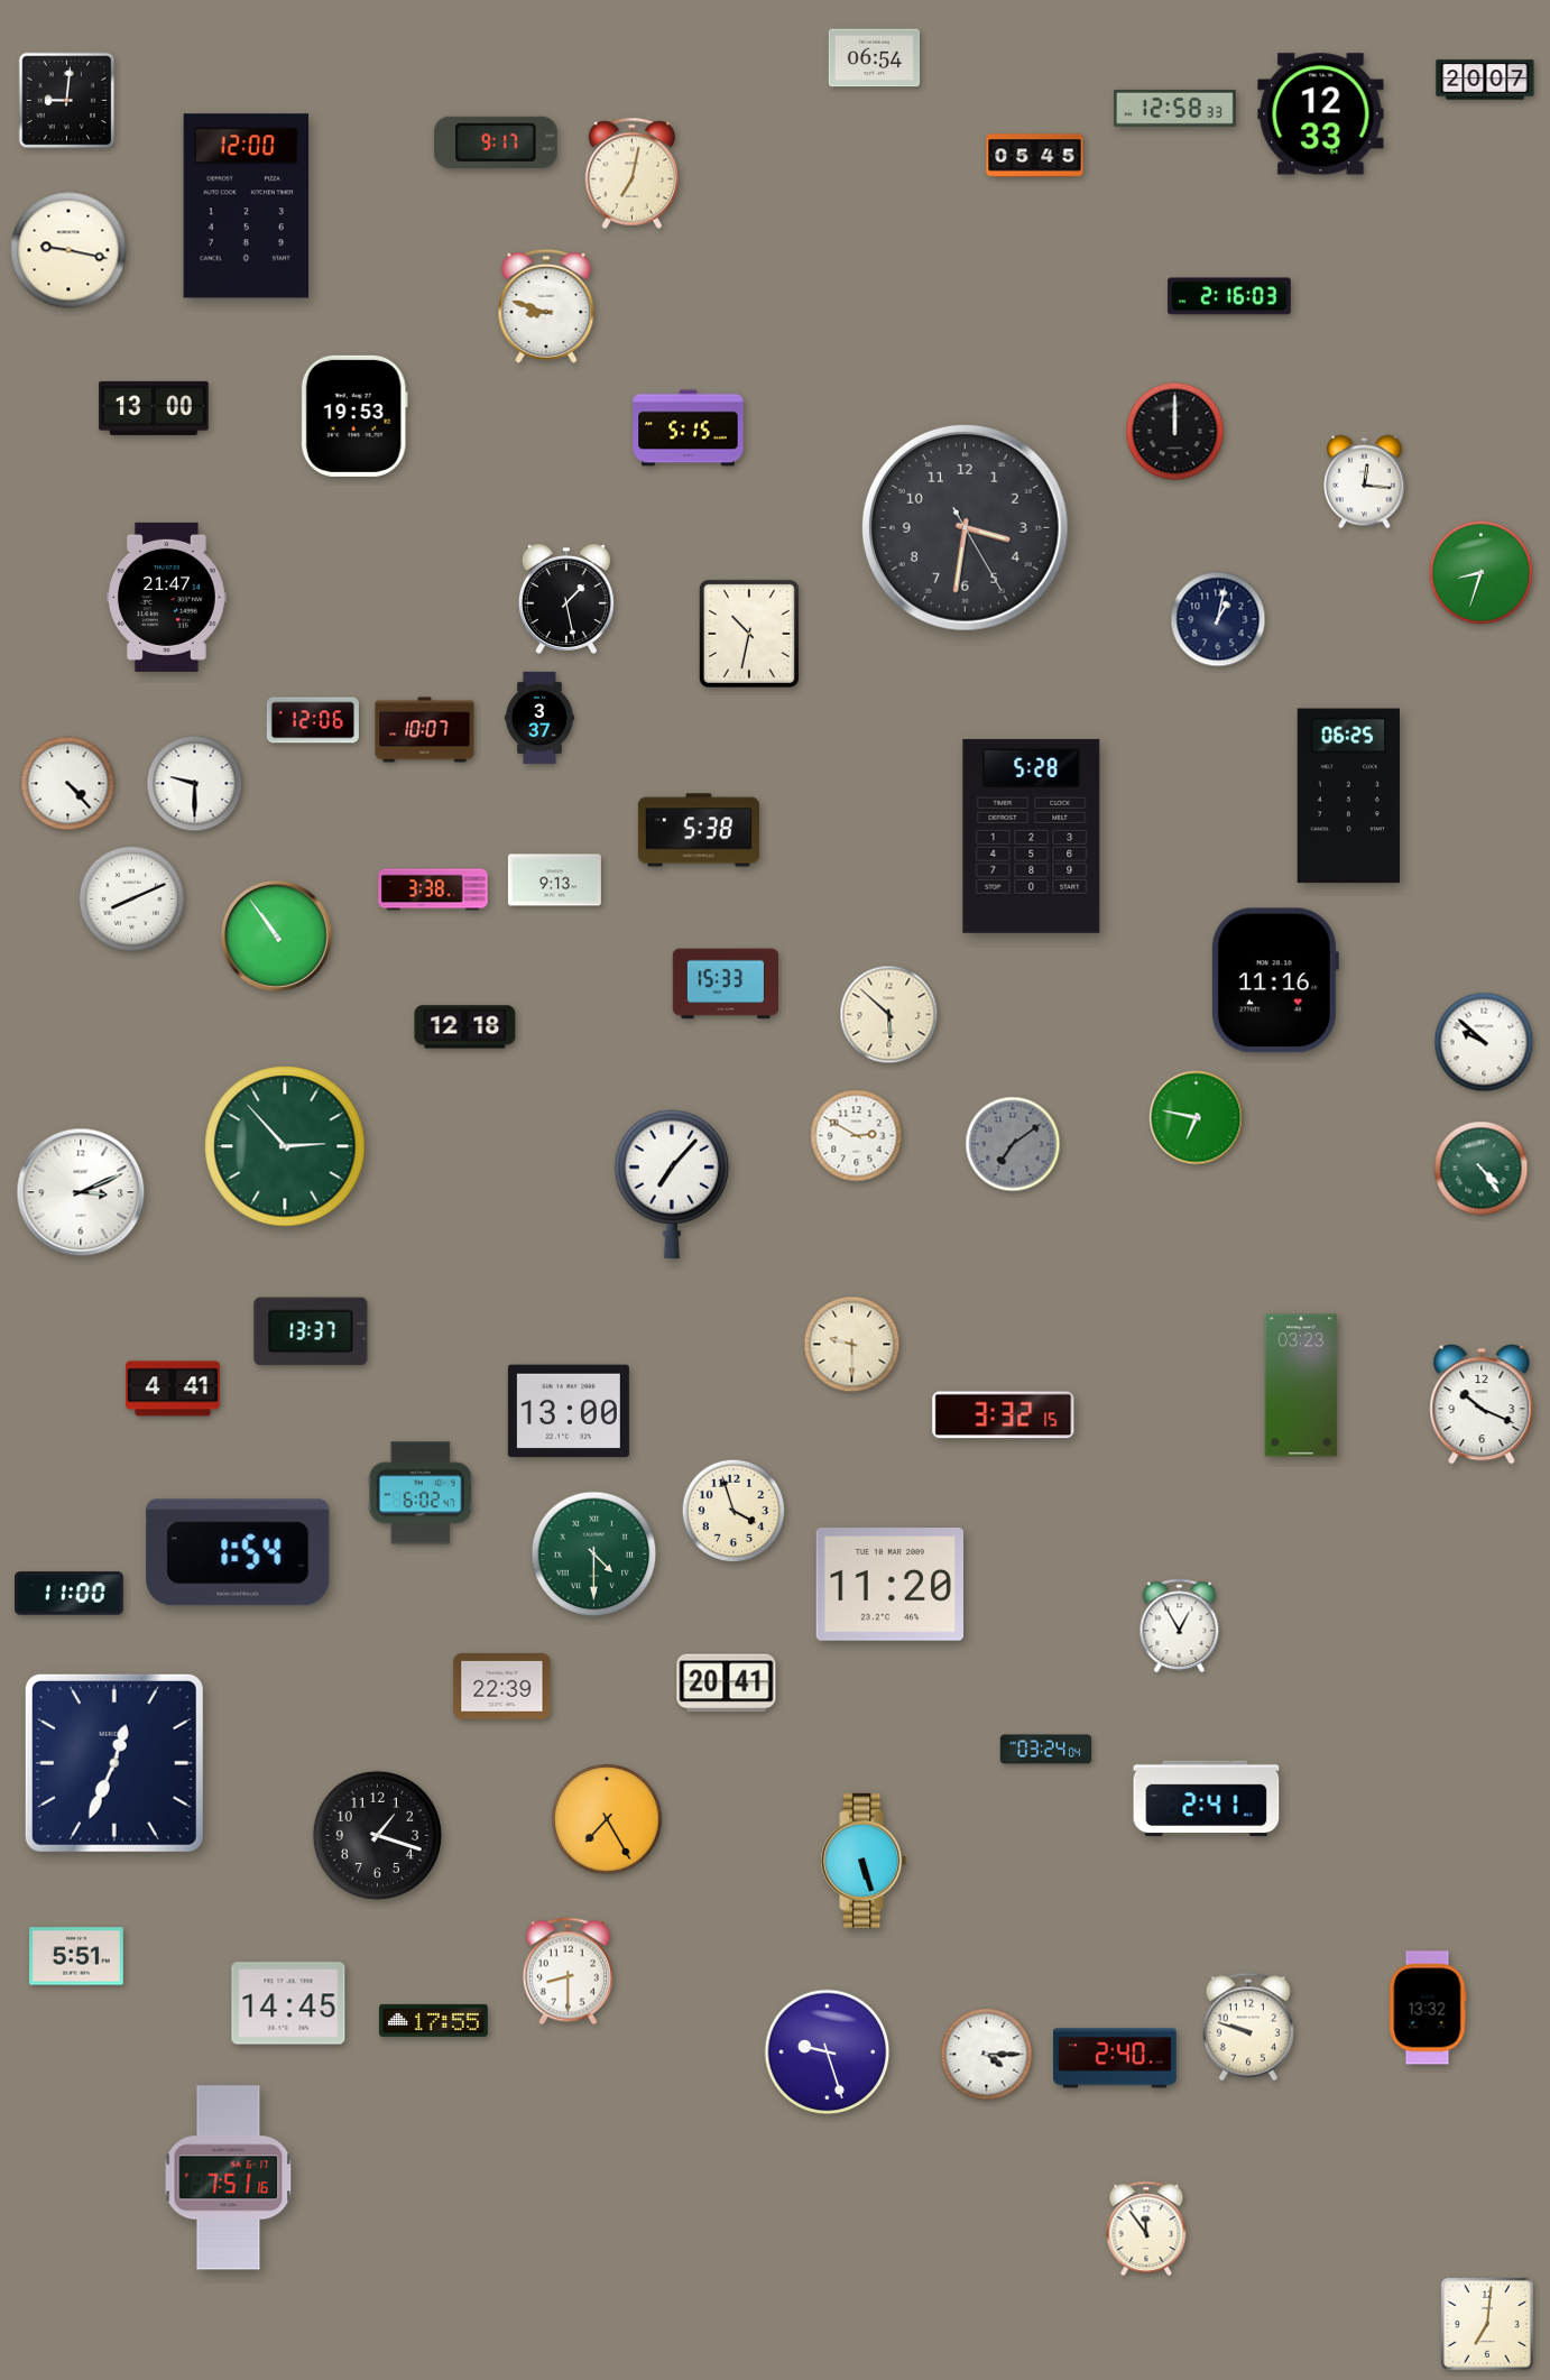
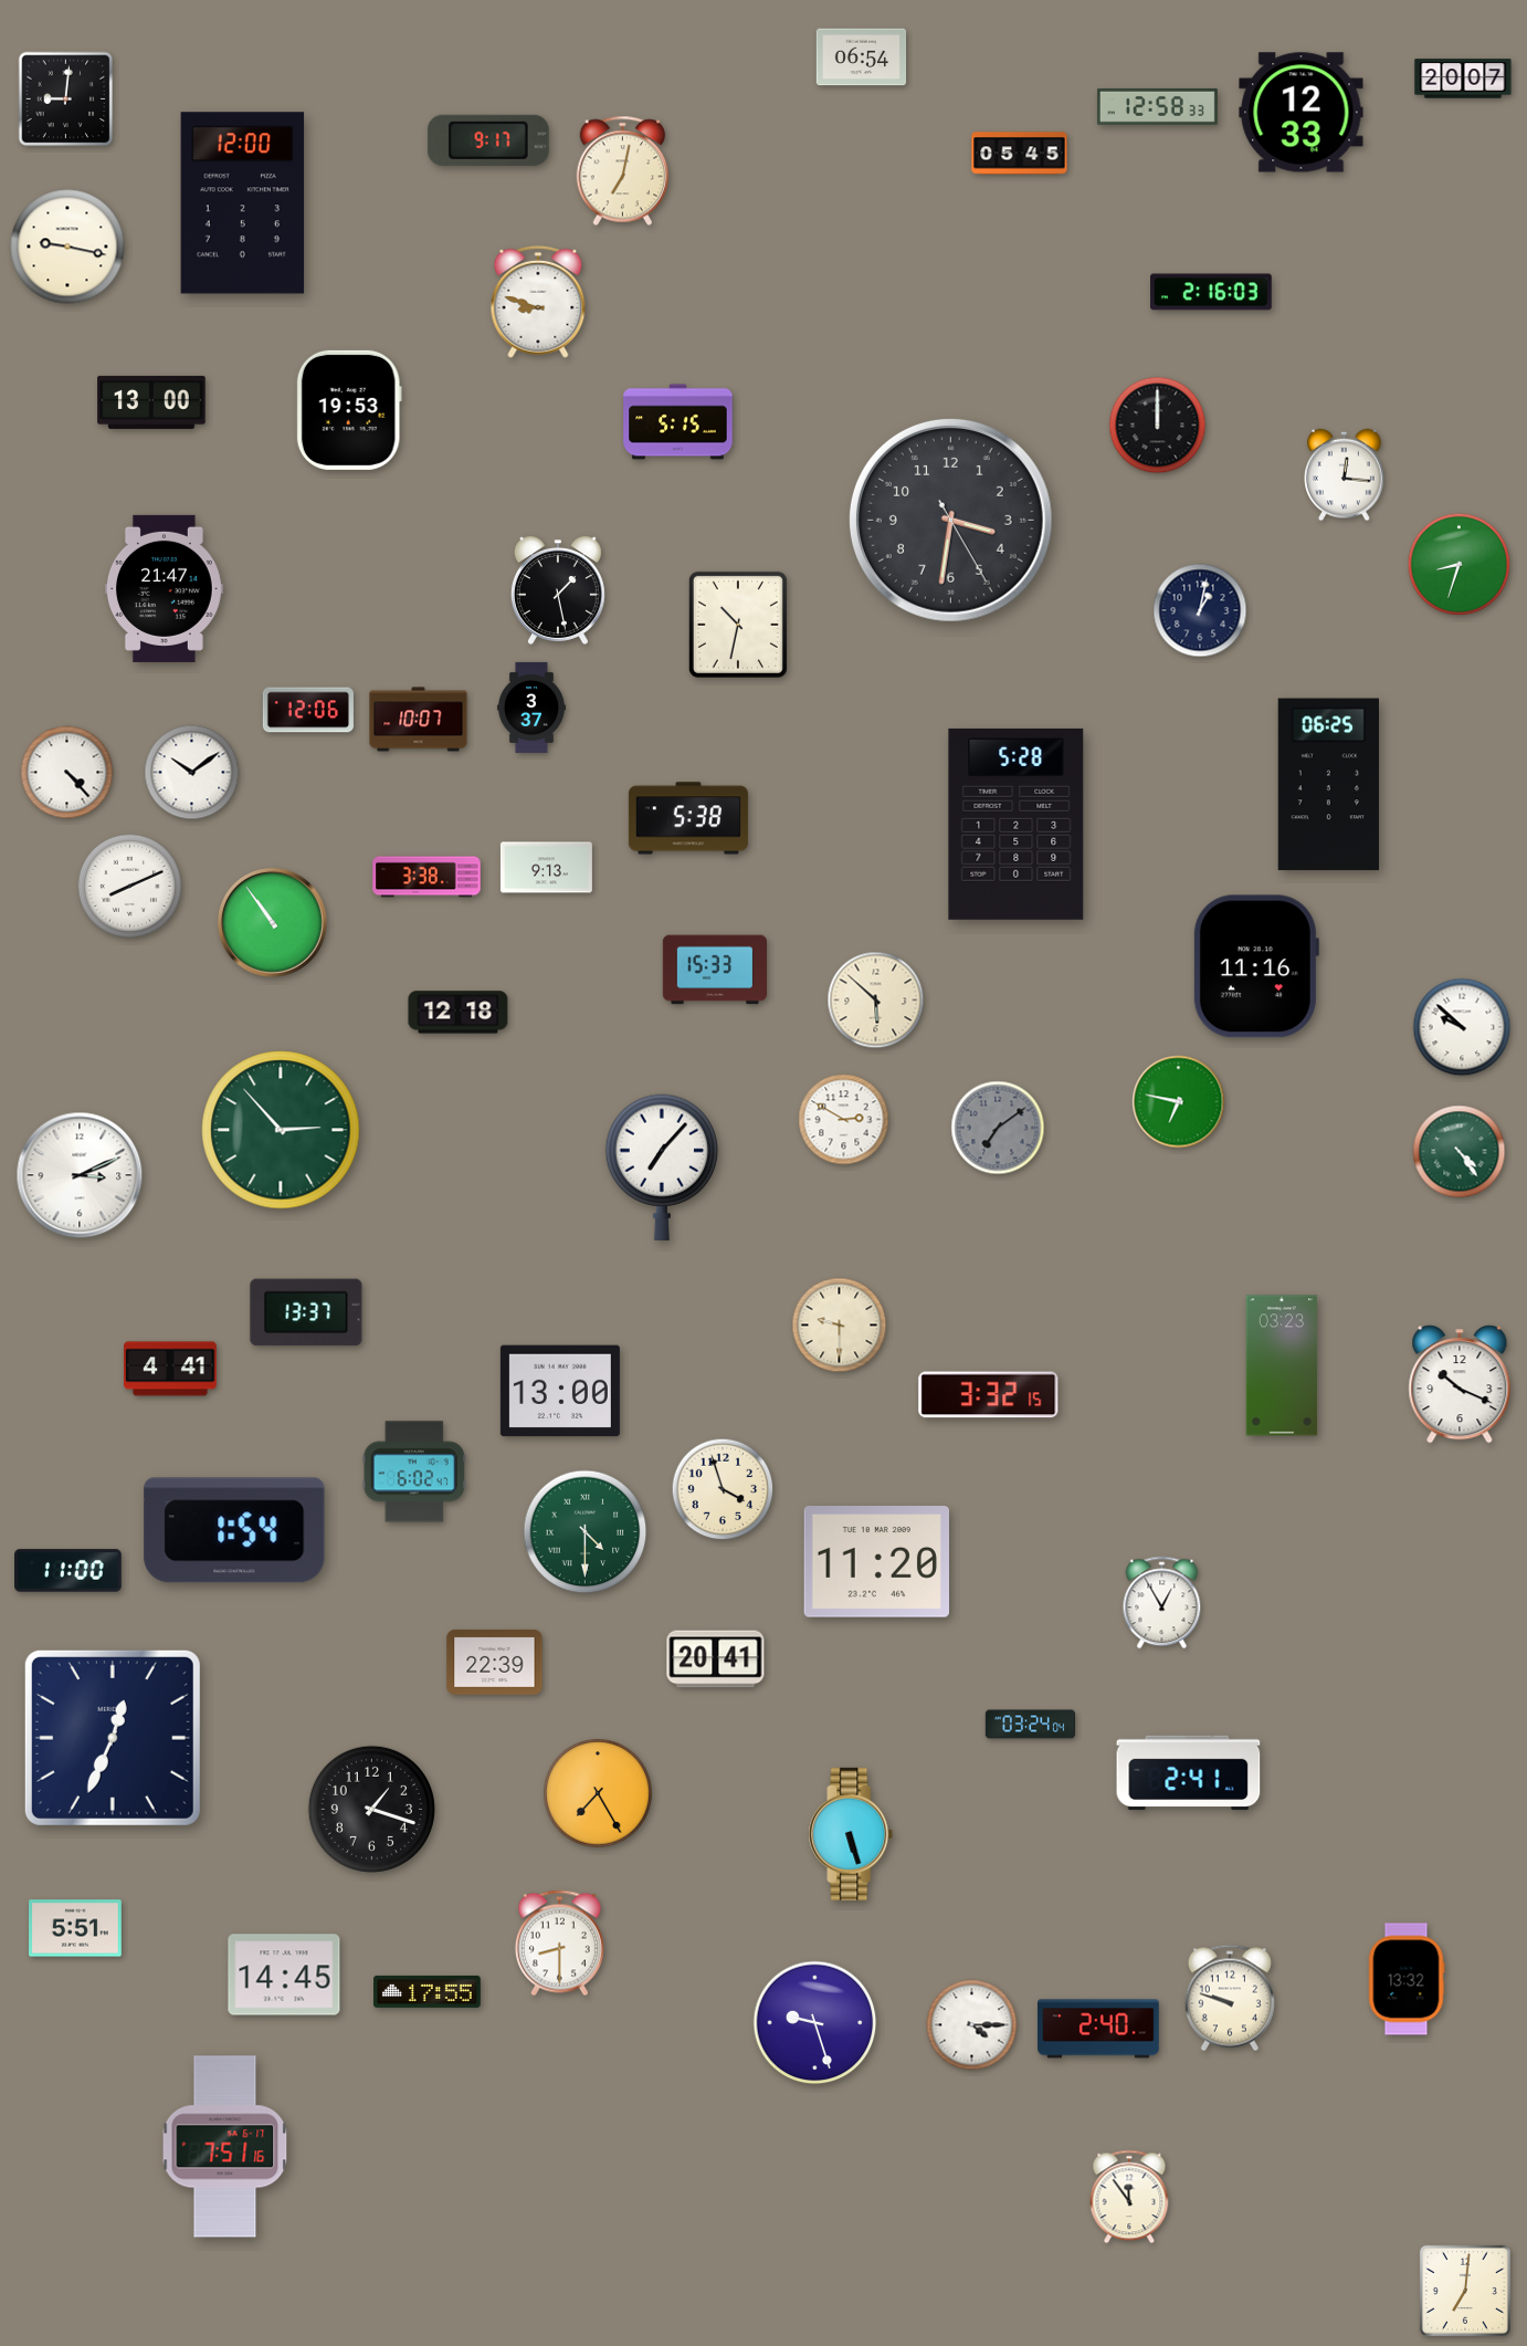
clock at (195, 784): 9:30 -> 10:09
